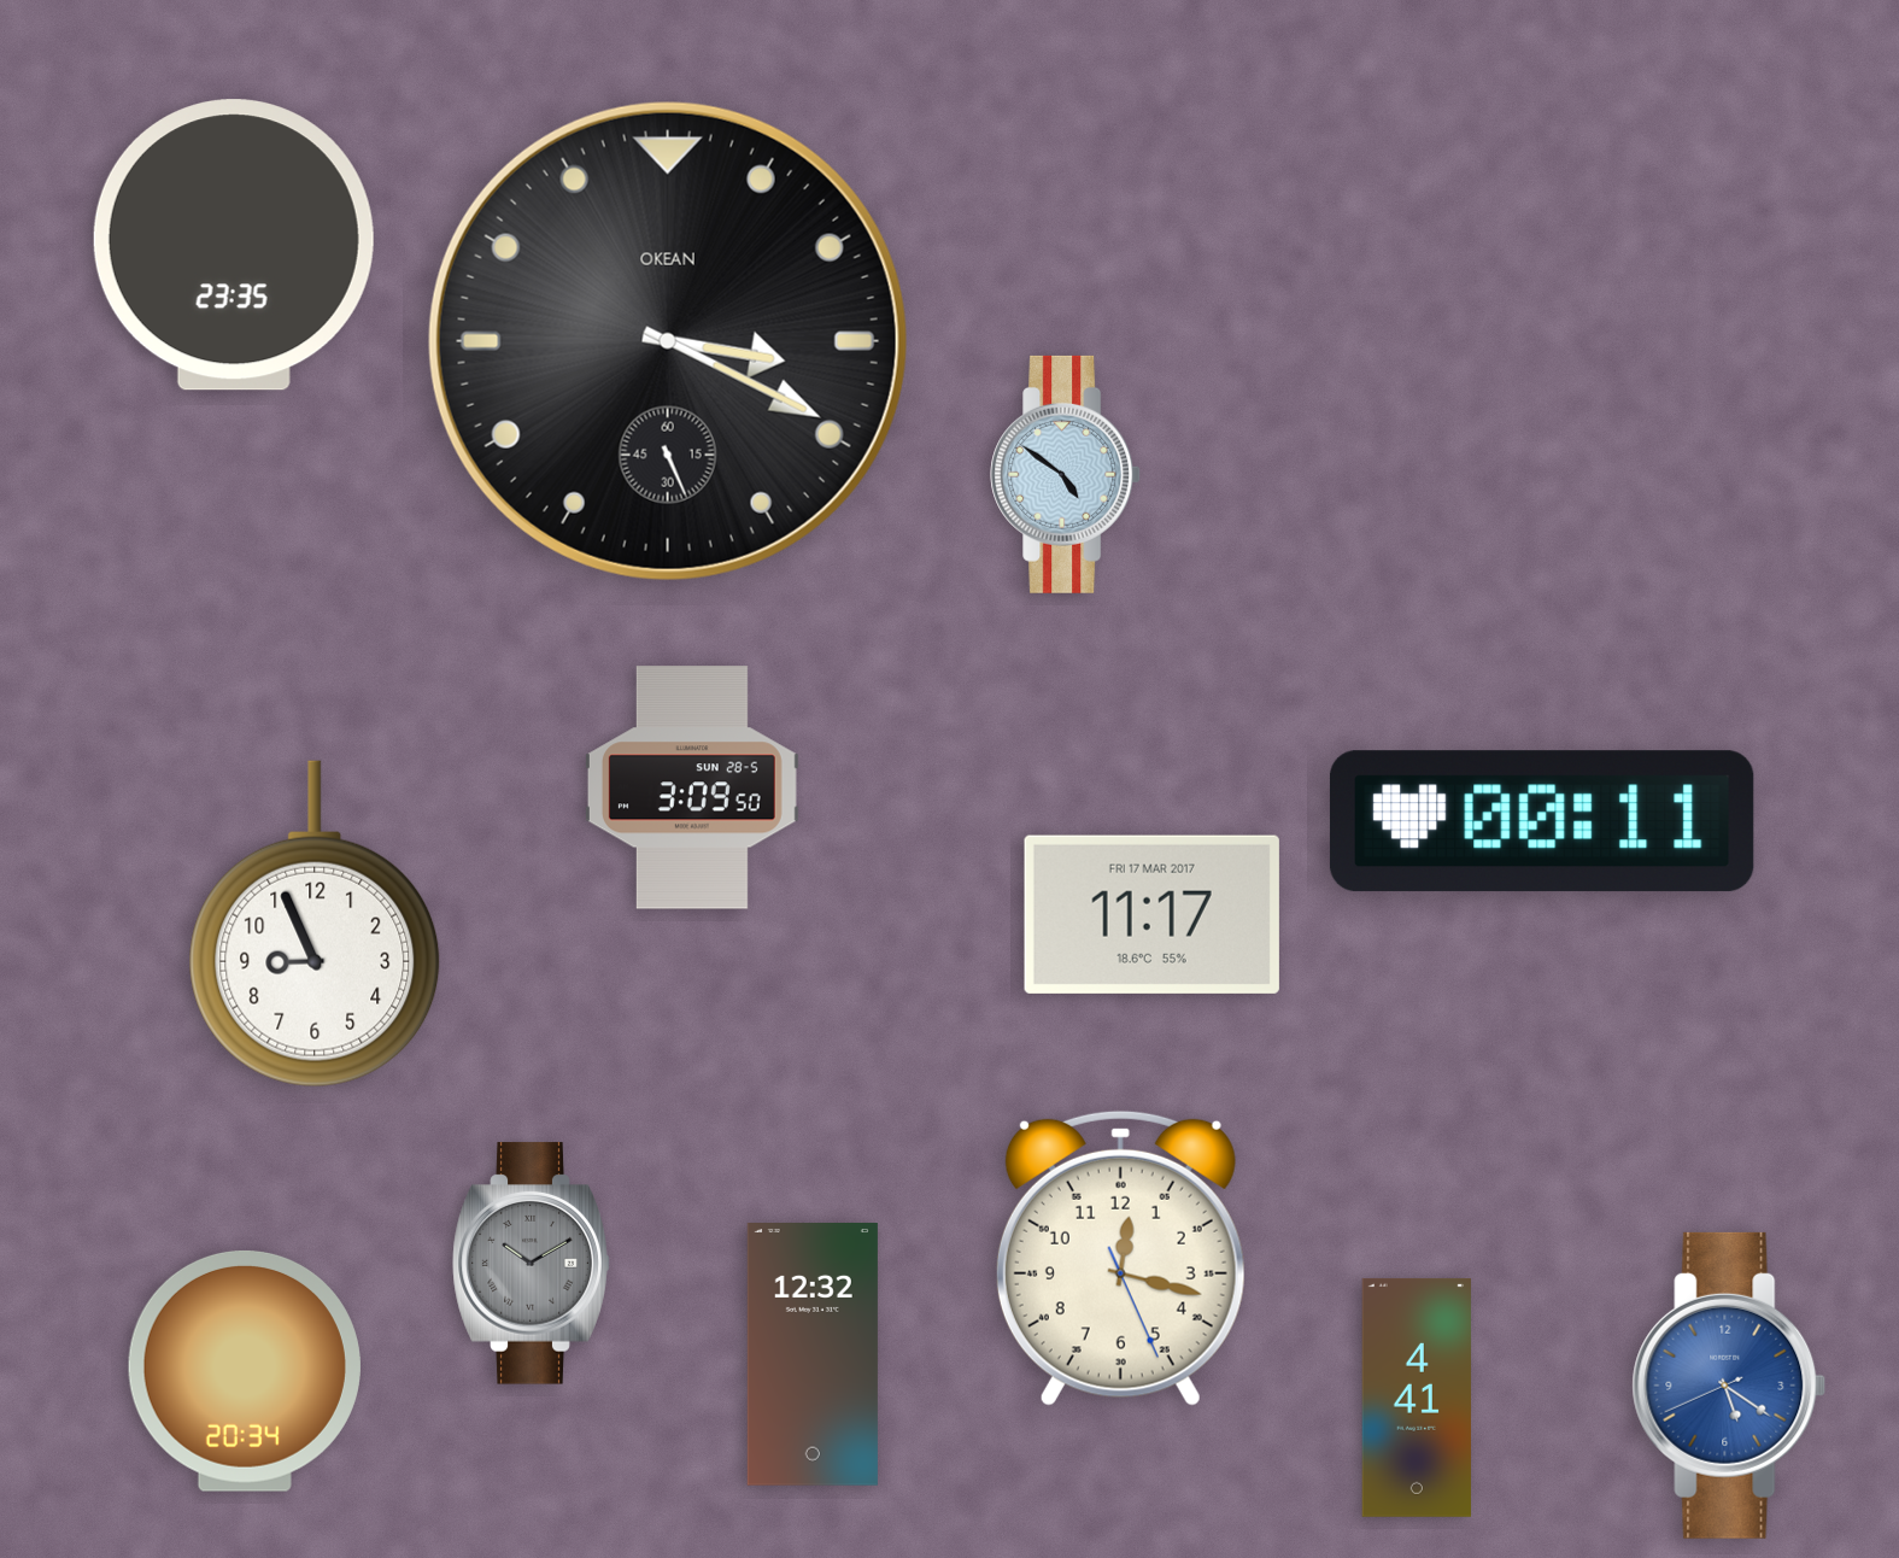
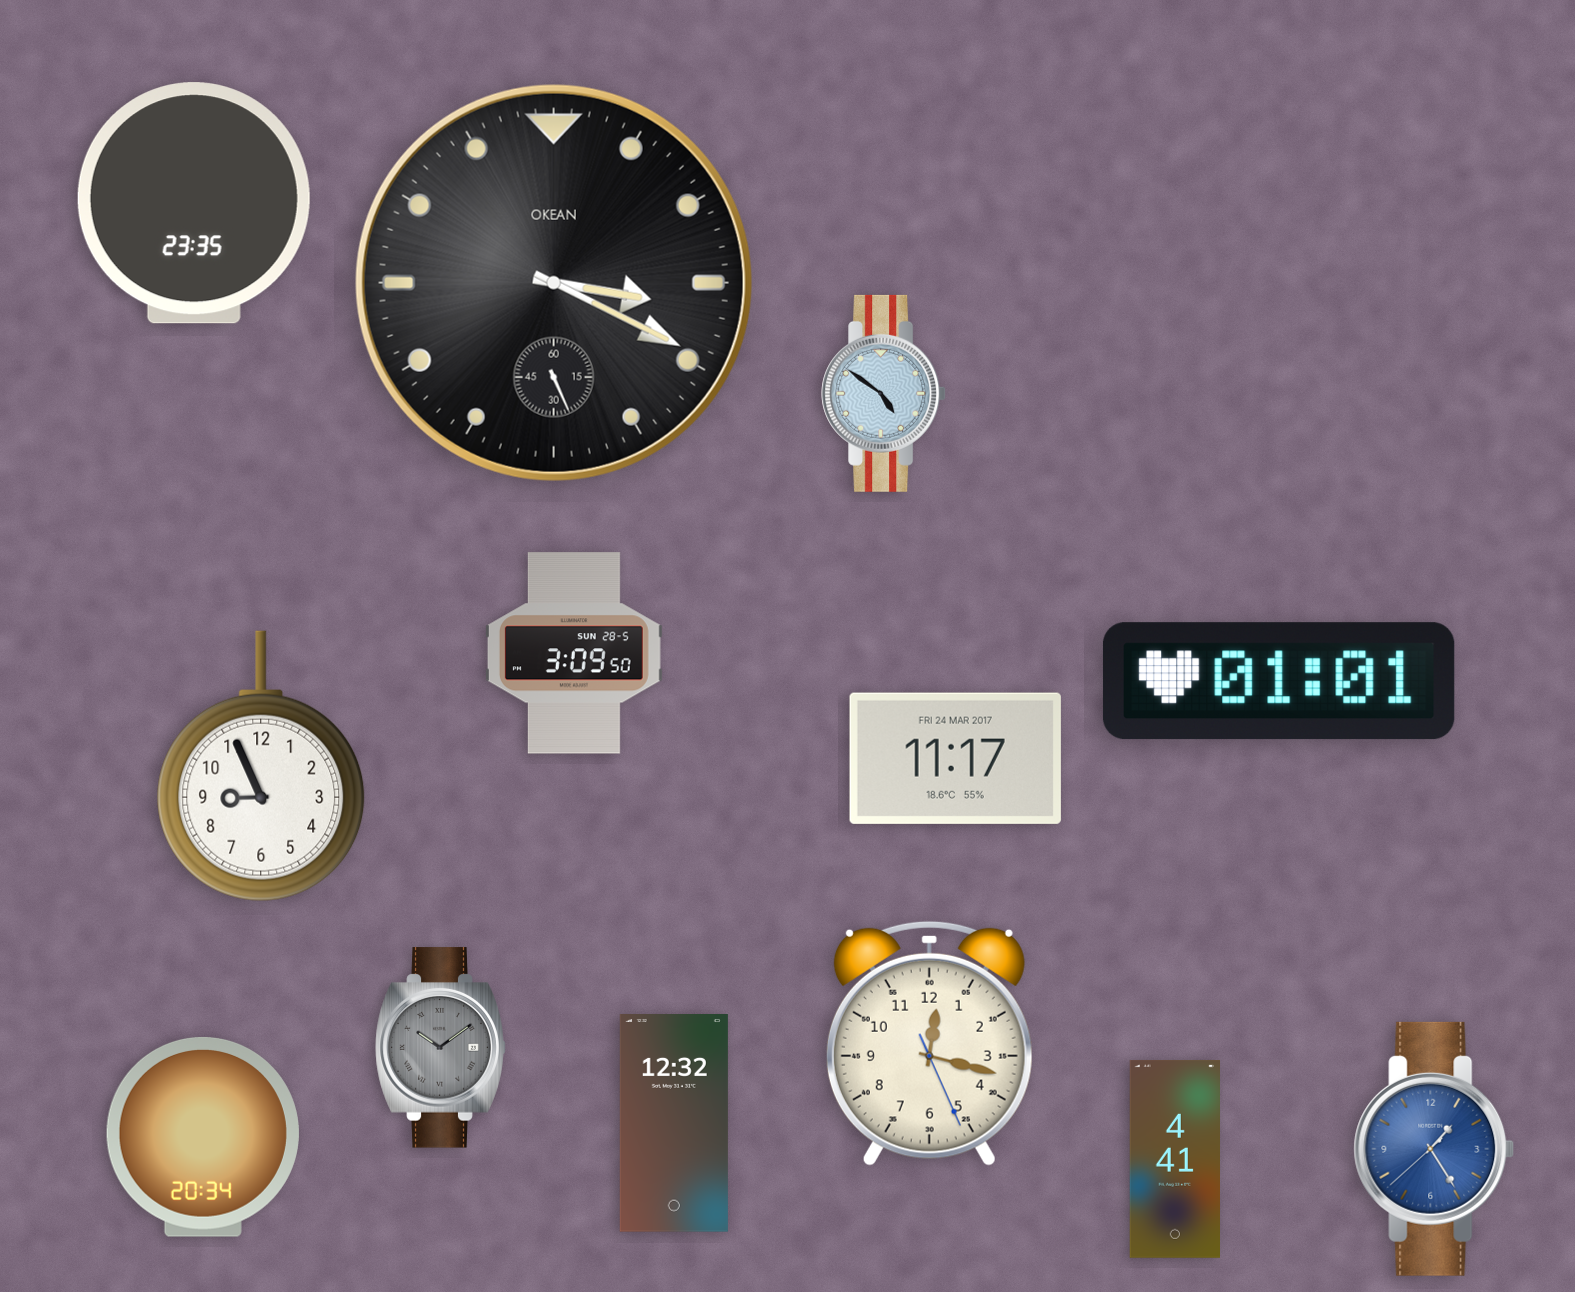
clock at (1542, 821): 00:11 -> 01:01
clock at (1151, 914) date: FRI 17 MAR 2017 -> FRI 24 MAR 2017
clock at (532, 1264): 10:10 -> 10:09
clock at (1729, 1386): 5:20 -> 1:24
